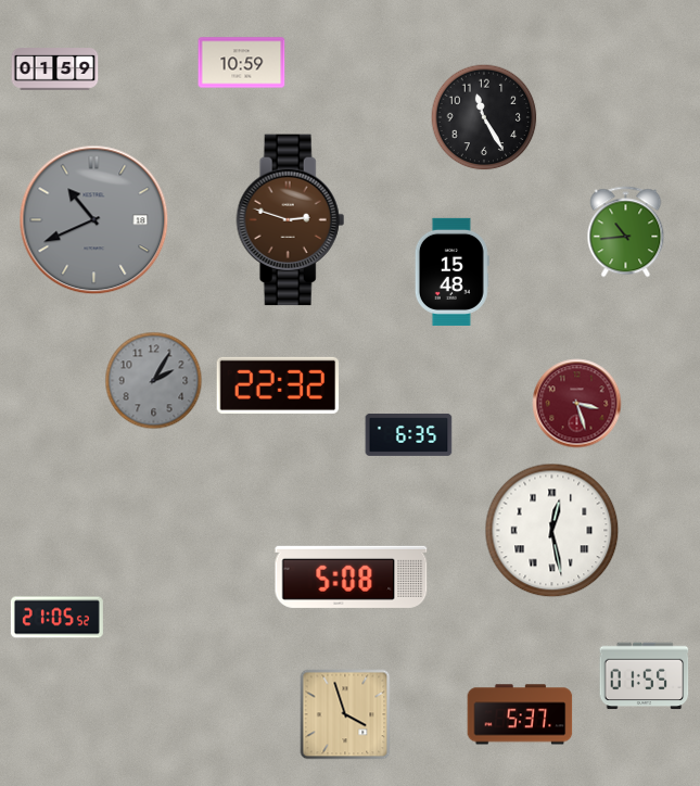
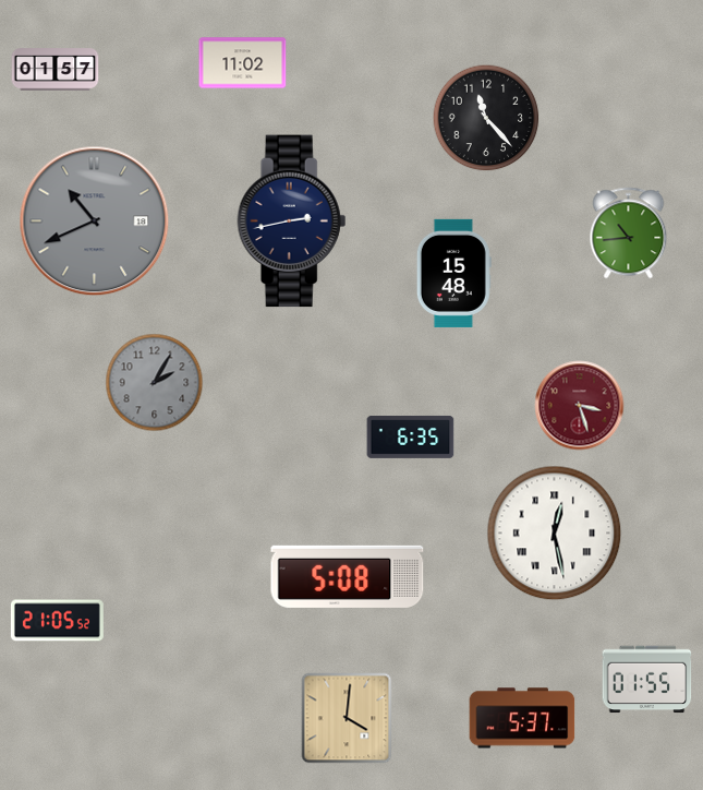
clock at (242, 63): 10:59 -> 11:02
clock at (55, 69): 01:59 -> 01:57
clock at (484, 117): 11:25 -> 11:23
clock at (291, 220): 2:48 -> 2:43
clock at (291, 220) dial: brown -> navy
clock at (278, 385): 22:32 -> none
clock at (352, 576) position: (352, 576) -> (348, 576)
clock at (345, 714): 3:57 -> 4:01
